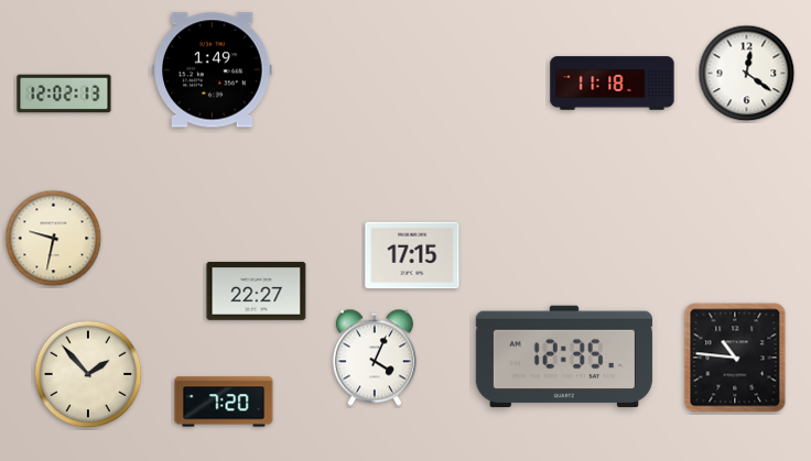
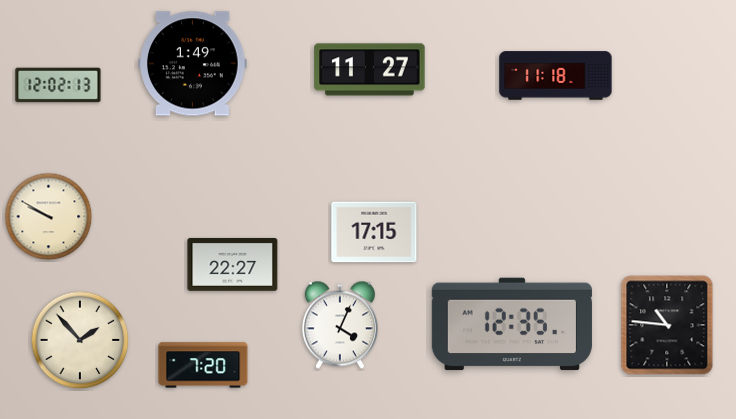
clock at (747, 74): 12:21 -> none
clock at (370, 70): none -> 11:27
clock at (54, 239): 9:32 -> 9:50
